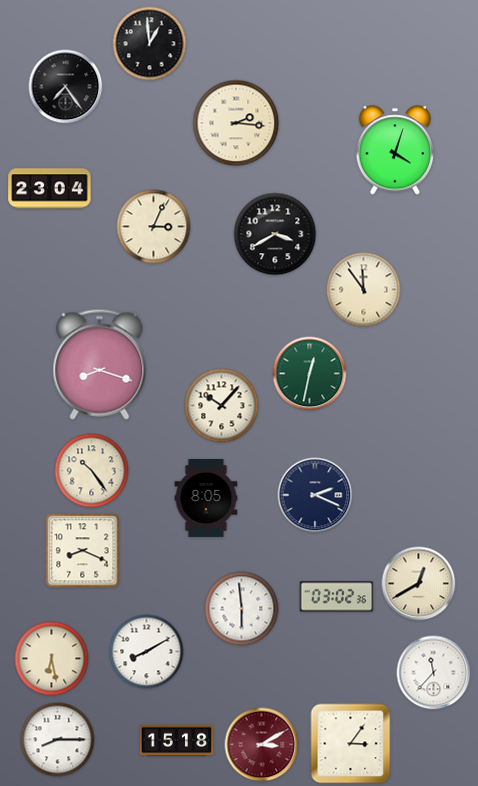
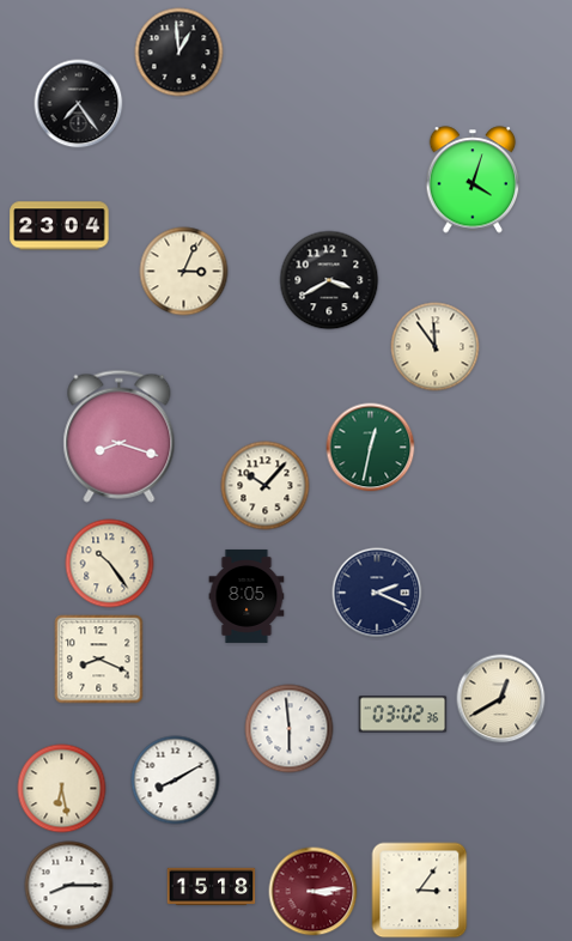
clock at (236, 123): 2:16 -> none
clock at (434, 673): 11:37 -> none
clock at (262, 745): 3:10 -> 3:14
